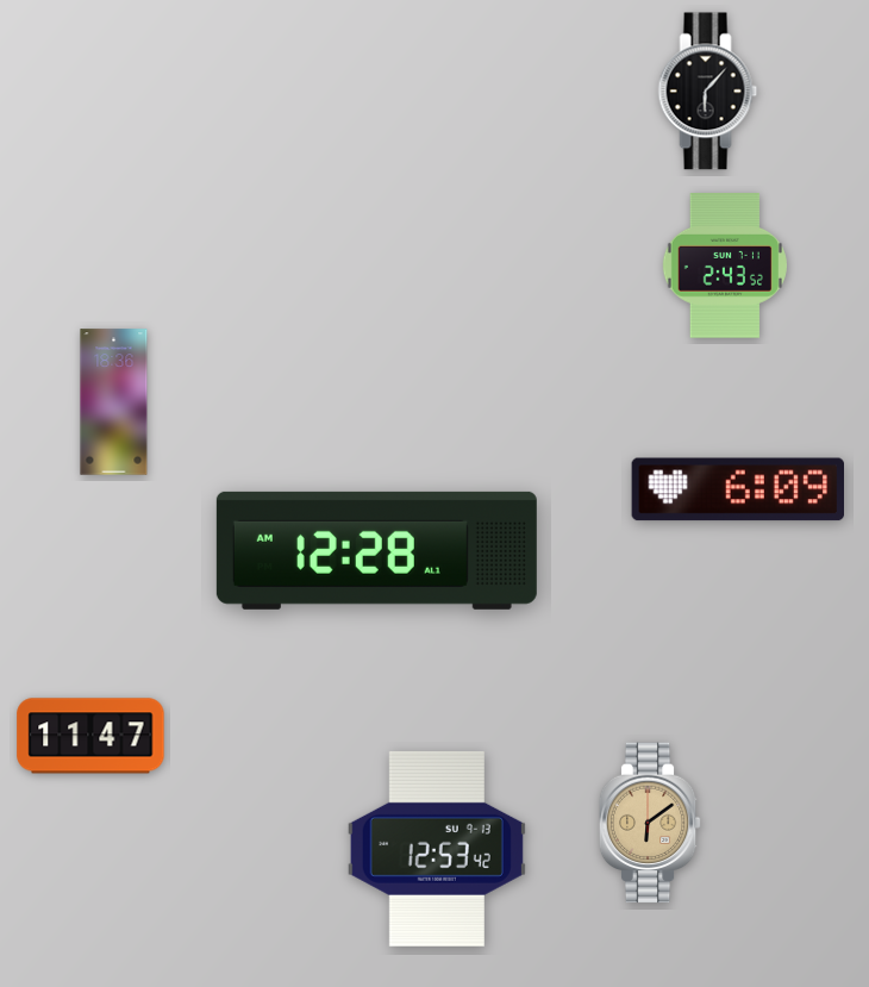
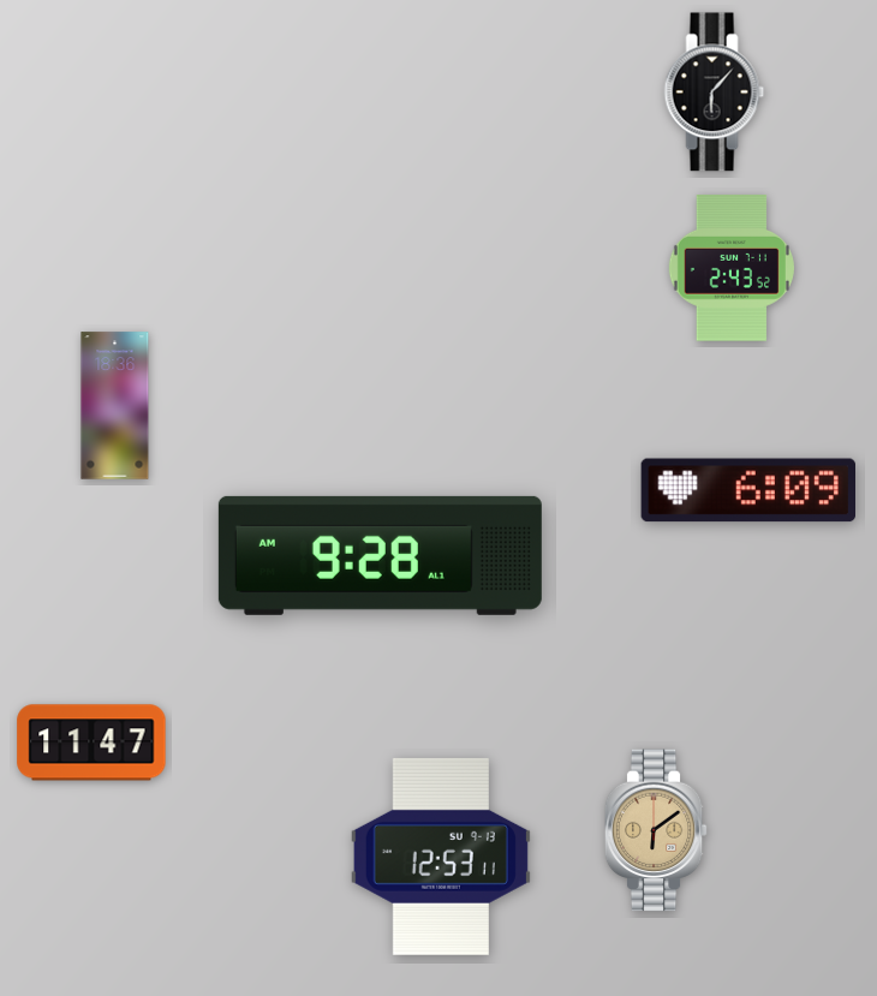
clock at (737, 489) position: (737, 489) -> (747, 490)
clock at (376, 550): 12:28 -> 9:28
clock at (437, 849): 12:53:42 -> 12:53:11
